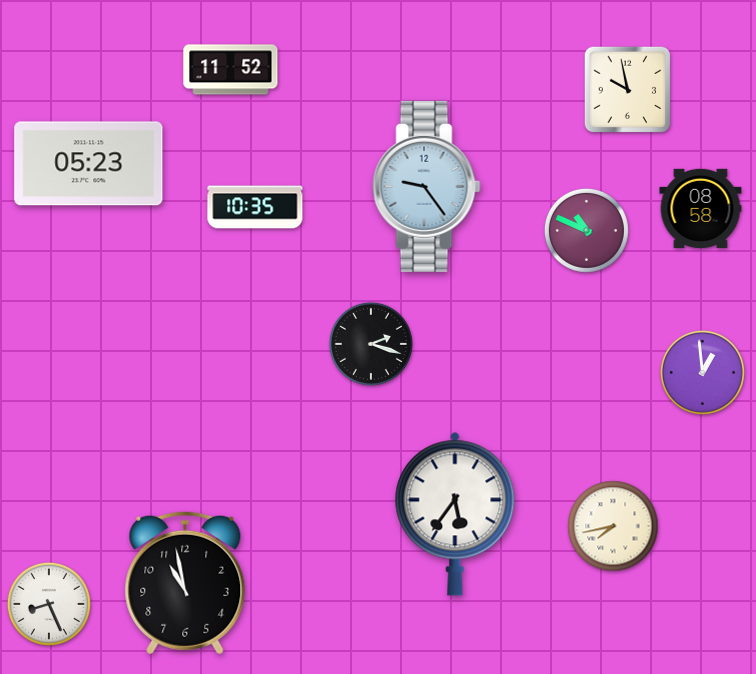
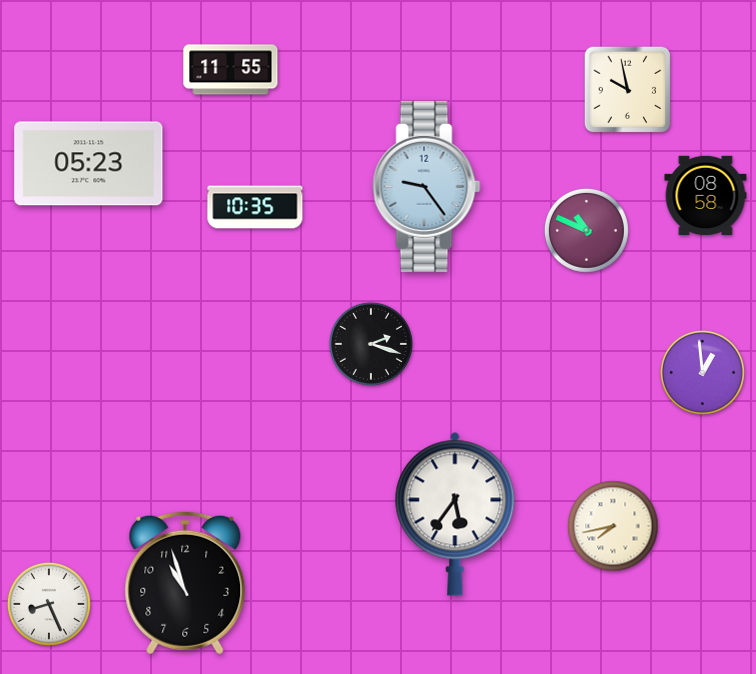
clock at (231, 70): 11:52 -> 11:55
clock at (701, 209) position: (701, 209) -> (706, 196)
clock at (185, 583): 10:58 -> 10:57
